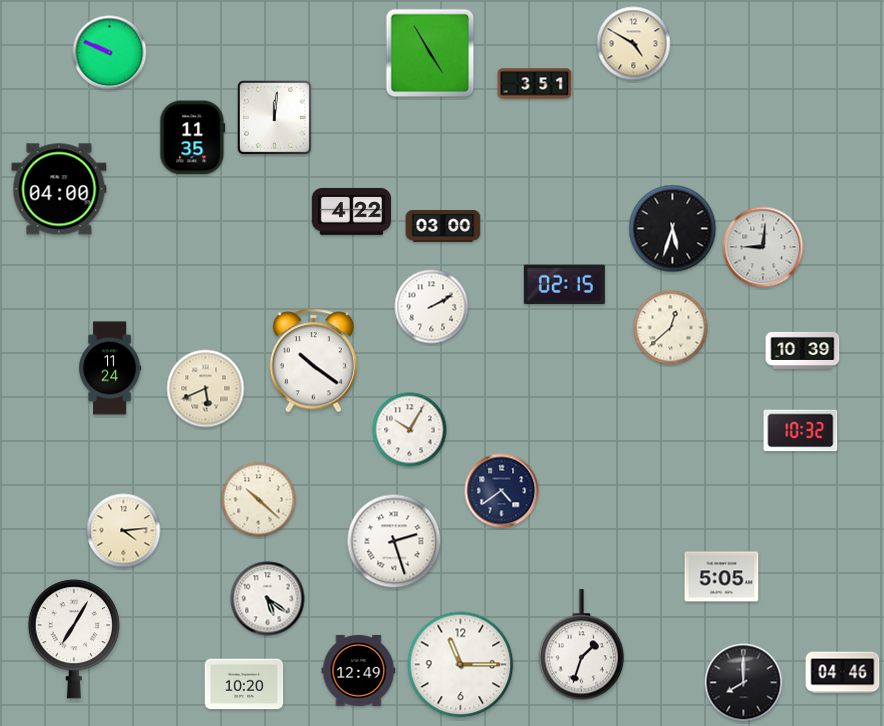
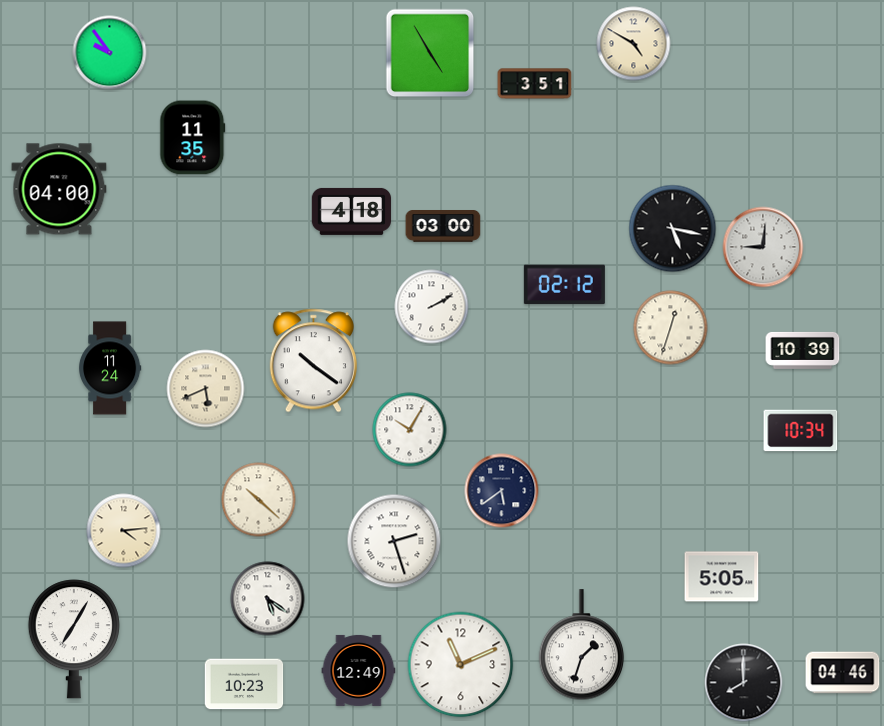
clock at (110, 53): 9:49 -> 9:54
clock at (274, 117): 12:01 -> none
clock at (352, 211): 4:22 -> 4:18
clock at (673, 229): 5:33 -> 5:17
clock at (564, 285): 02:15 -> 02:12
clock at (671, 328): 12:38 -> 12:33
clock at (801, 431): 10:32 -> 10:34
clock at (502, 491): 4:39 -> 5:39
clock at (461, 665): 11:15 -> 11:11
clock at (244, 684): 10:20 -> 10:23
